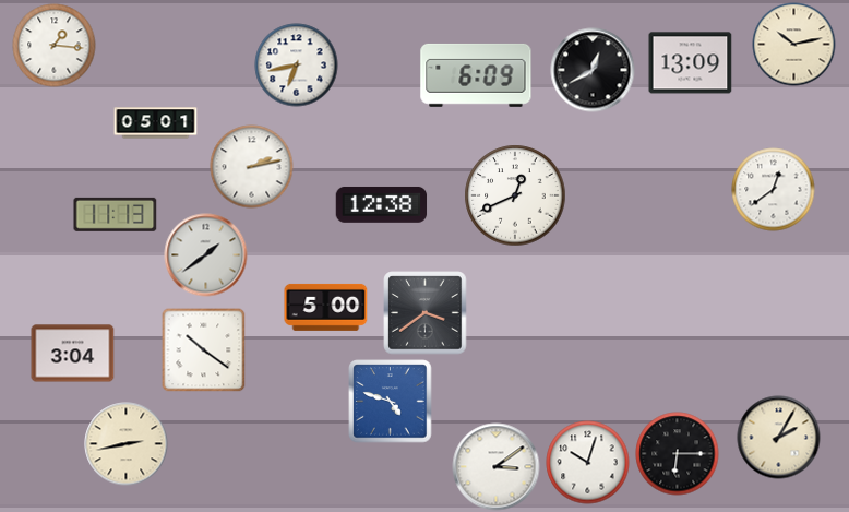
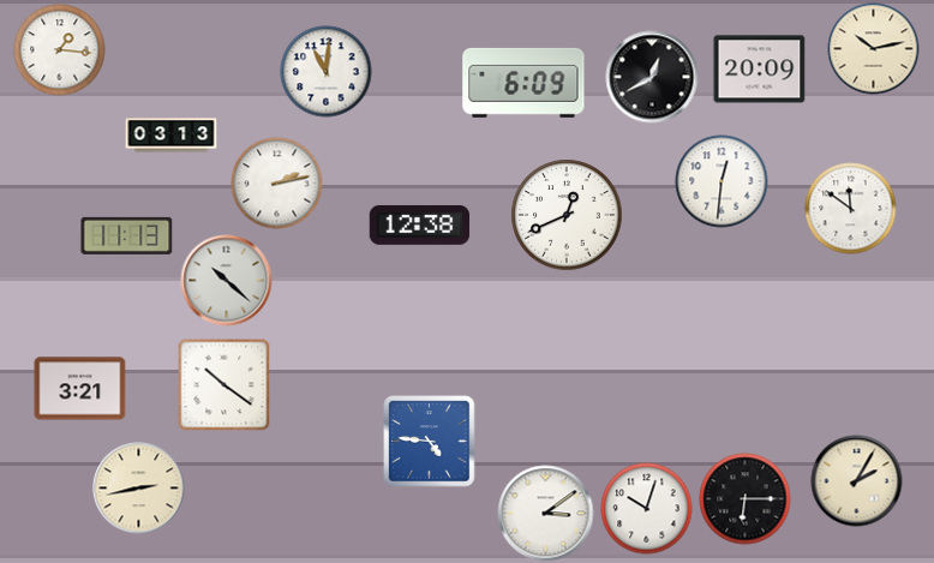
clock at (691, 63): 13:09 -> 20:09
clock at (297, 66): 6:43 -> 11:01
clock at (156, 123): 05:01 -> 03:13
clock at (722, 181): none -> 12:31
clock at (774, 190): 12:39 -> 11:51
clock at (206, 255): 1:39 -> 10:22
clock at (326, 307): 5:00 -> none
clock at (426, 313): 3:39 -> none
clock at (73, 354): 3:04 -> 3:21
clock at (391, 402): 4:48 -> 4:46
